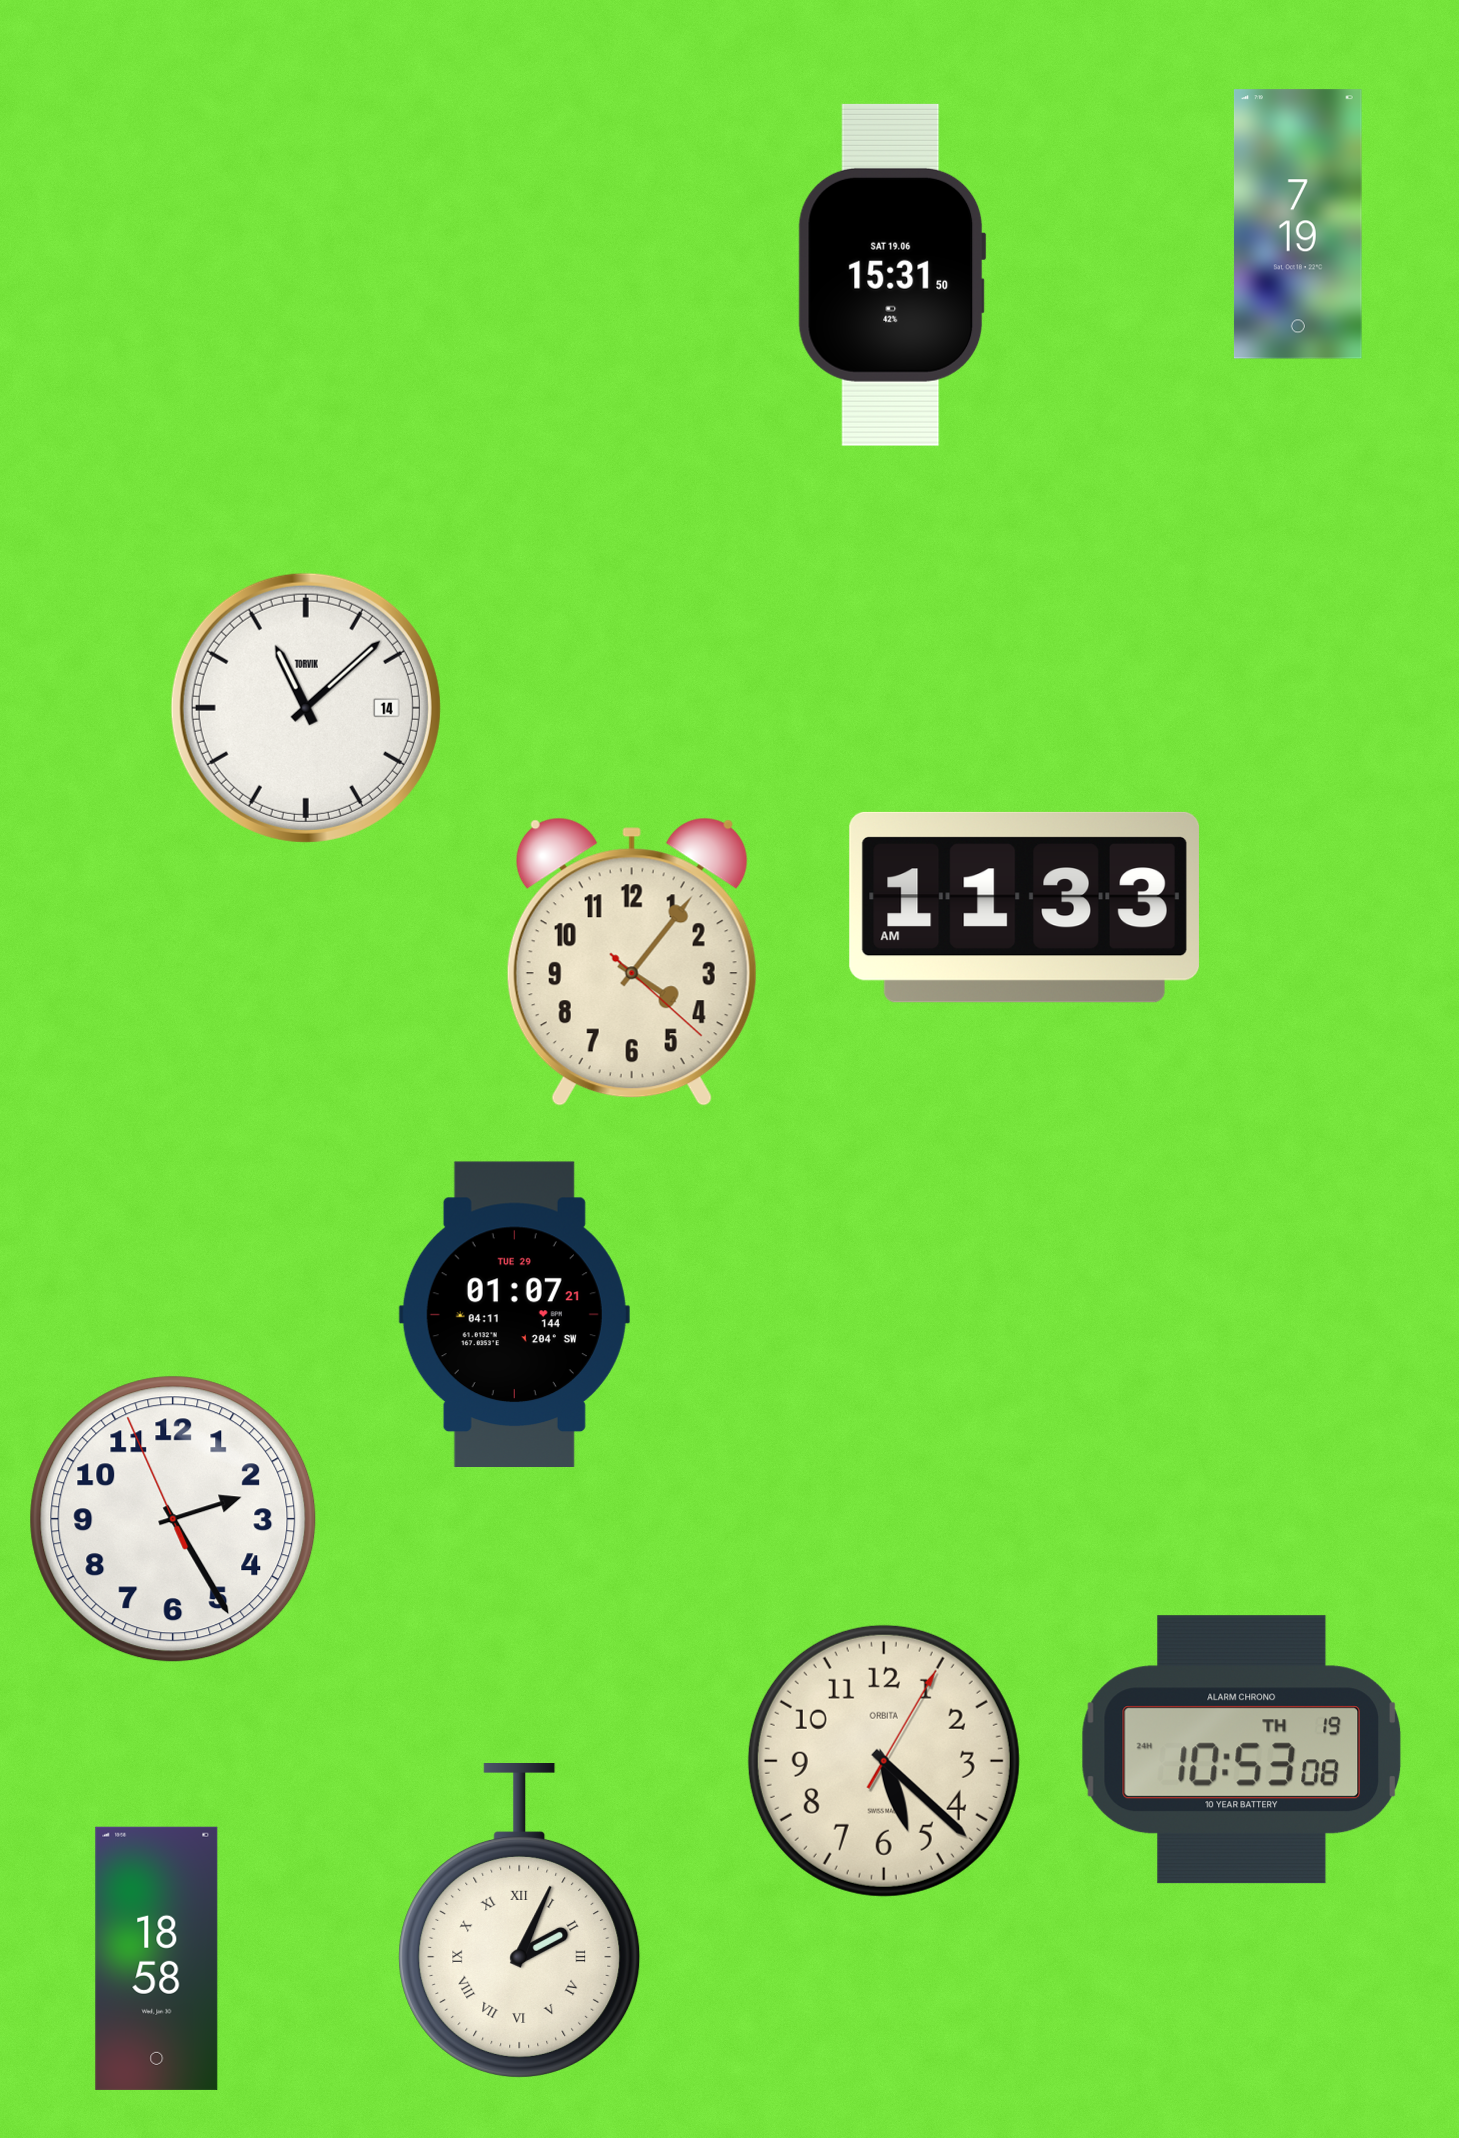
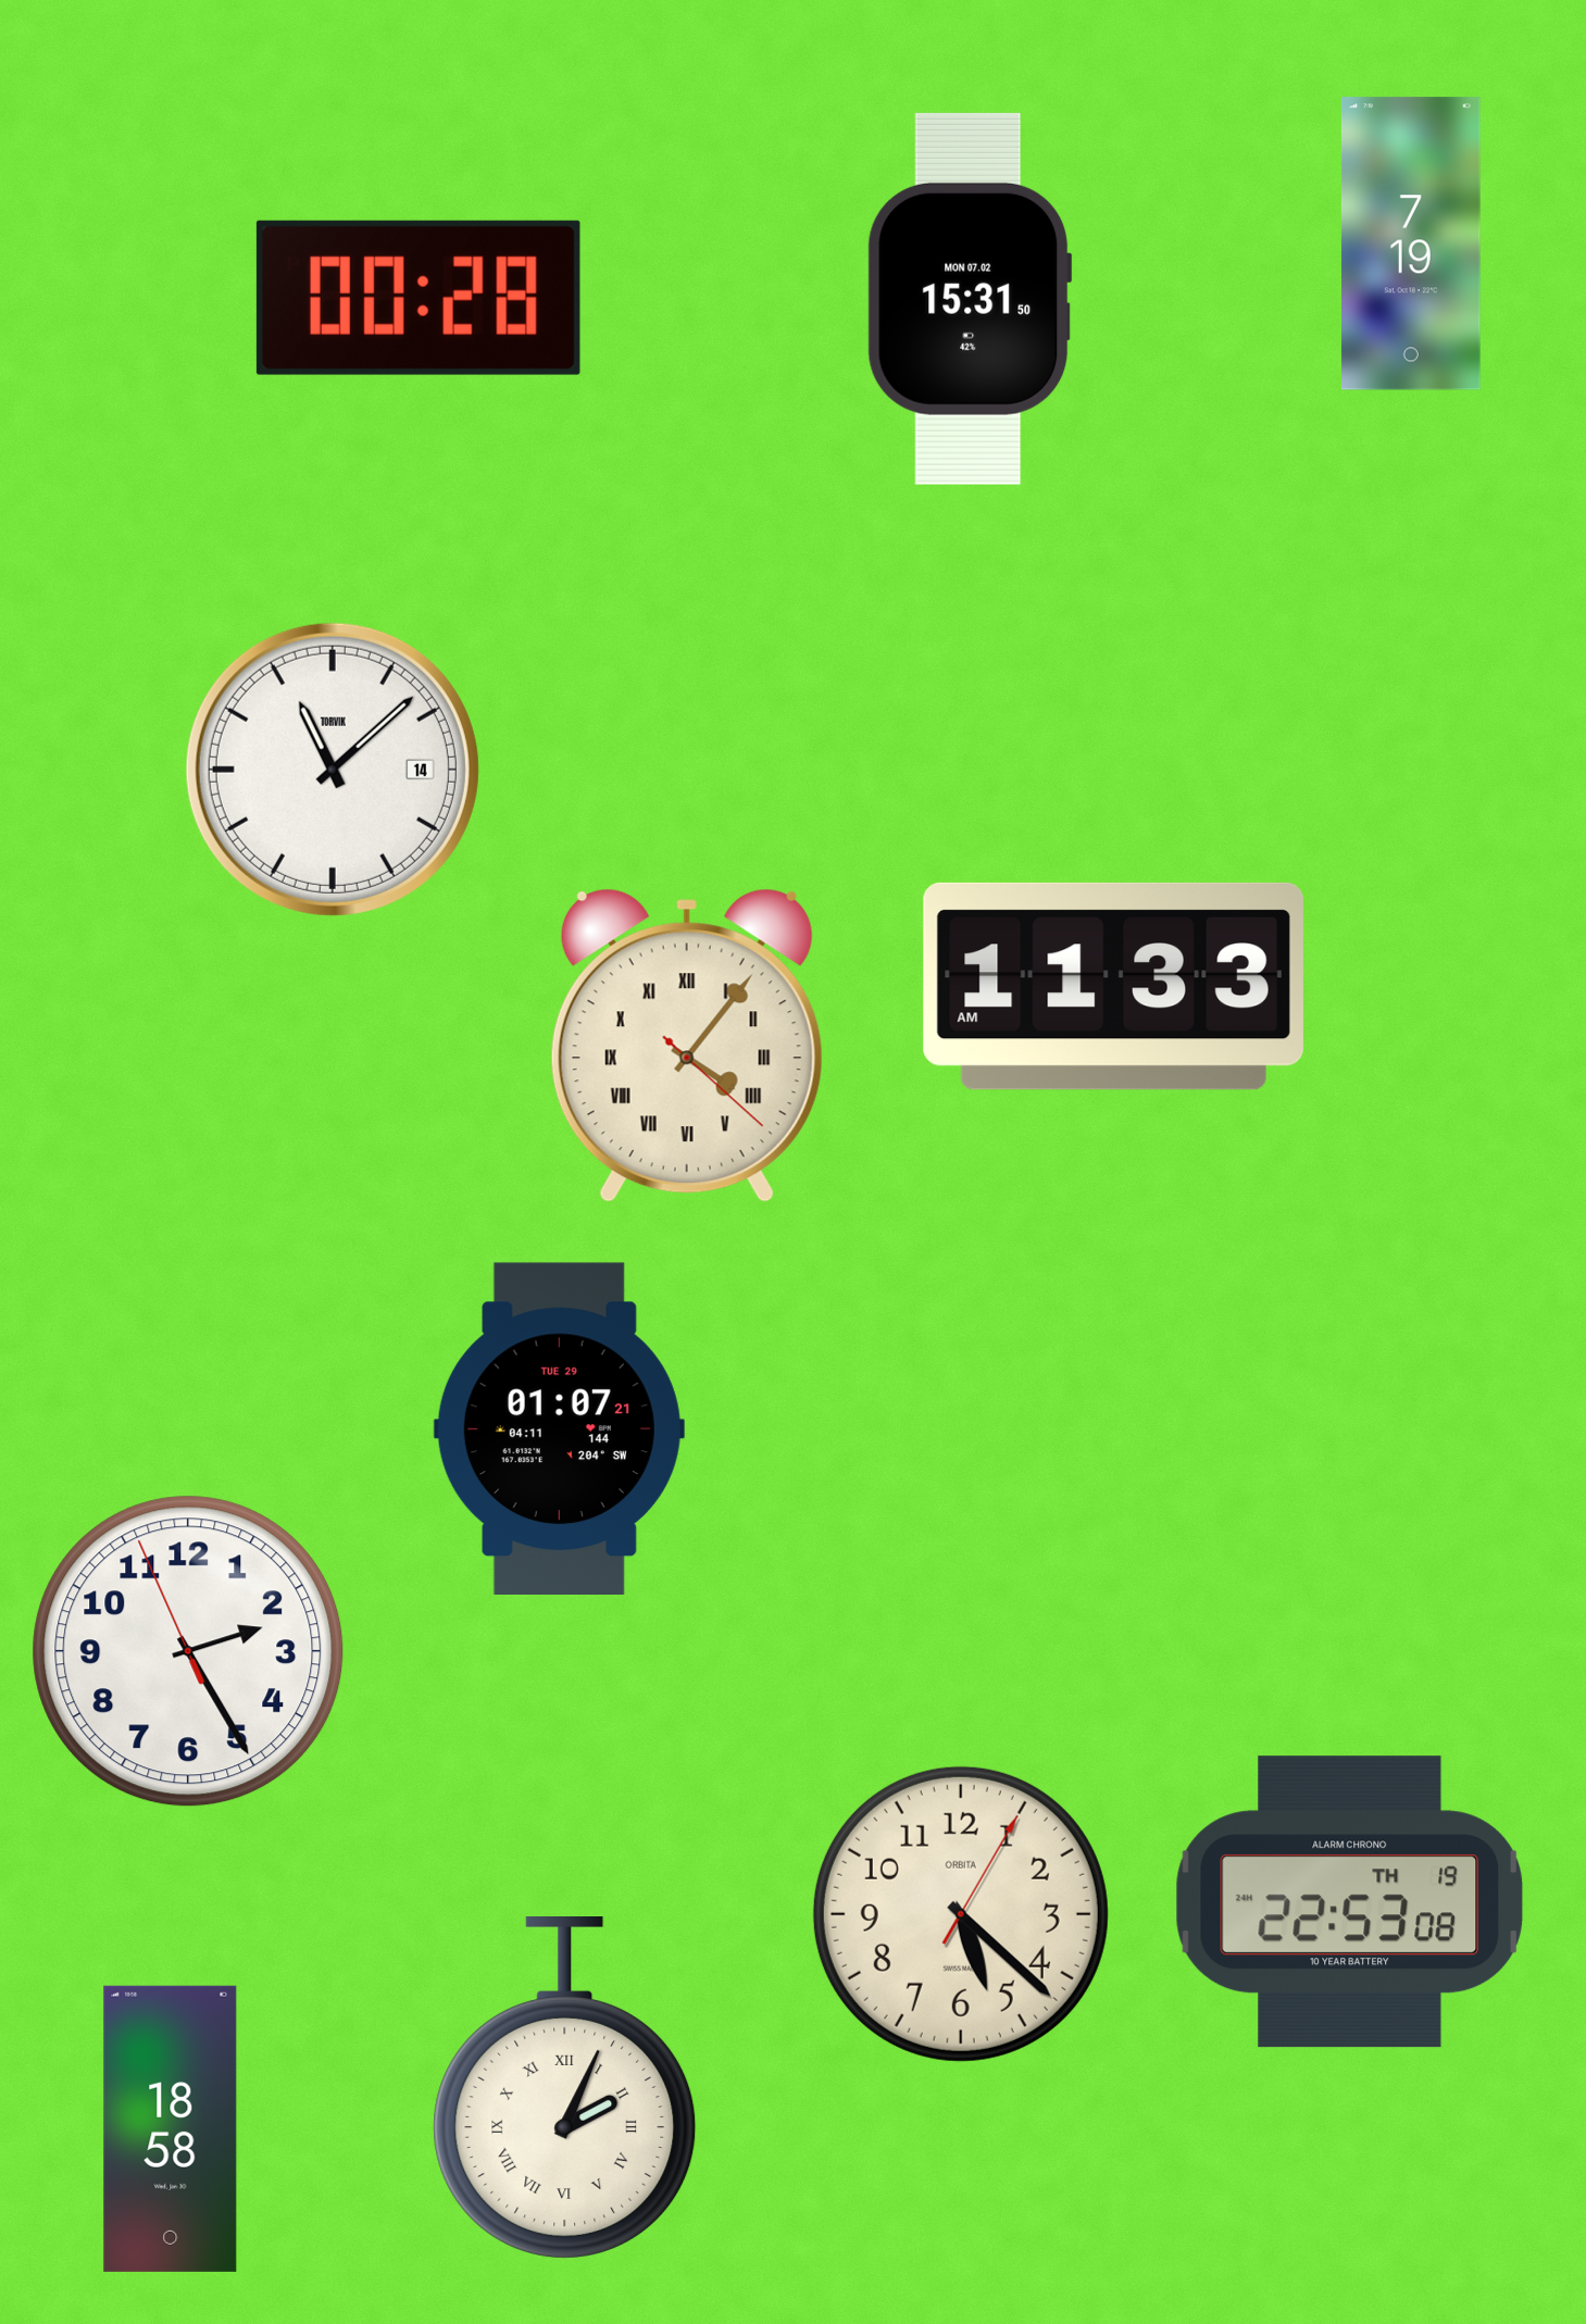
clock at (419, 298): none -> 00:28
clock at (892, 275) date: SAT 19.06 -> MON 07.02
clock at (632, 962) numerals: Arabic -> Roman
clock at (1241, 1750): 10:53 -> 22:53
